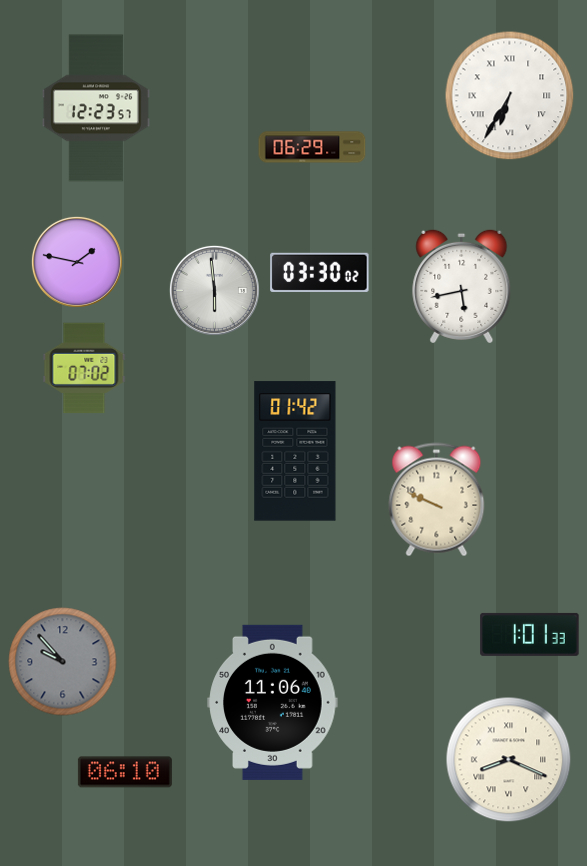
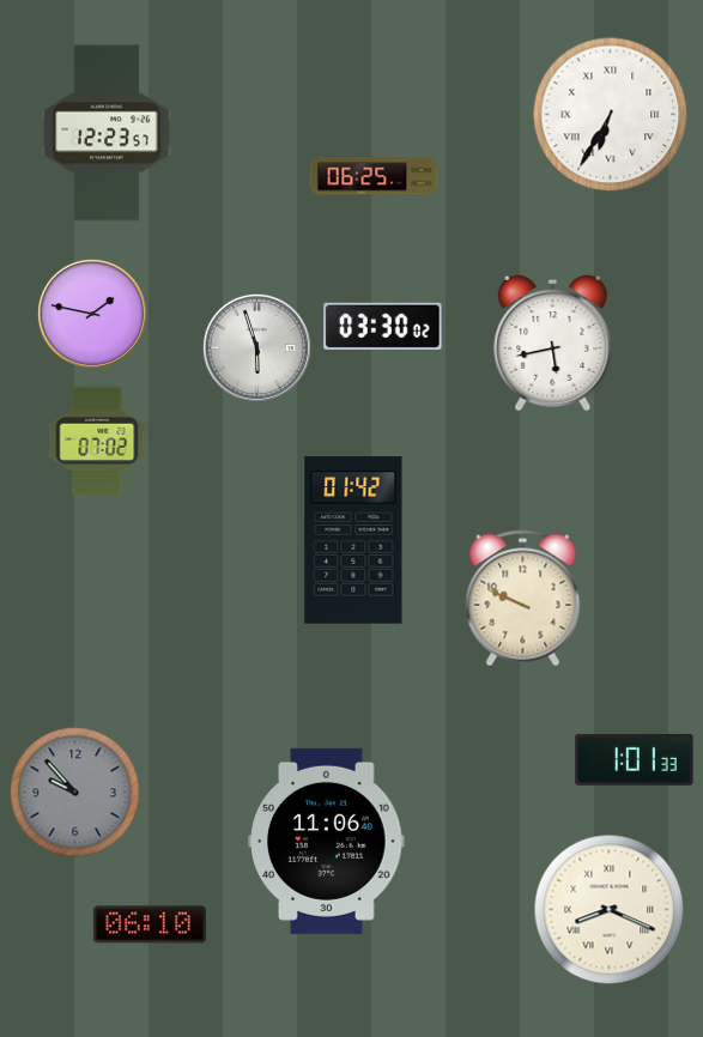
clock at (96, 108) position: (96, 108) -> (107, 133)
clock at (312, 147): 06:29 -> 06:25
clock at (214, 290): 5:59 -> 5:57
clock at (84, 368) position: (84, 368) -> (97, 441)
